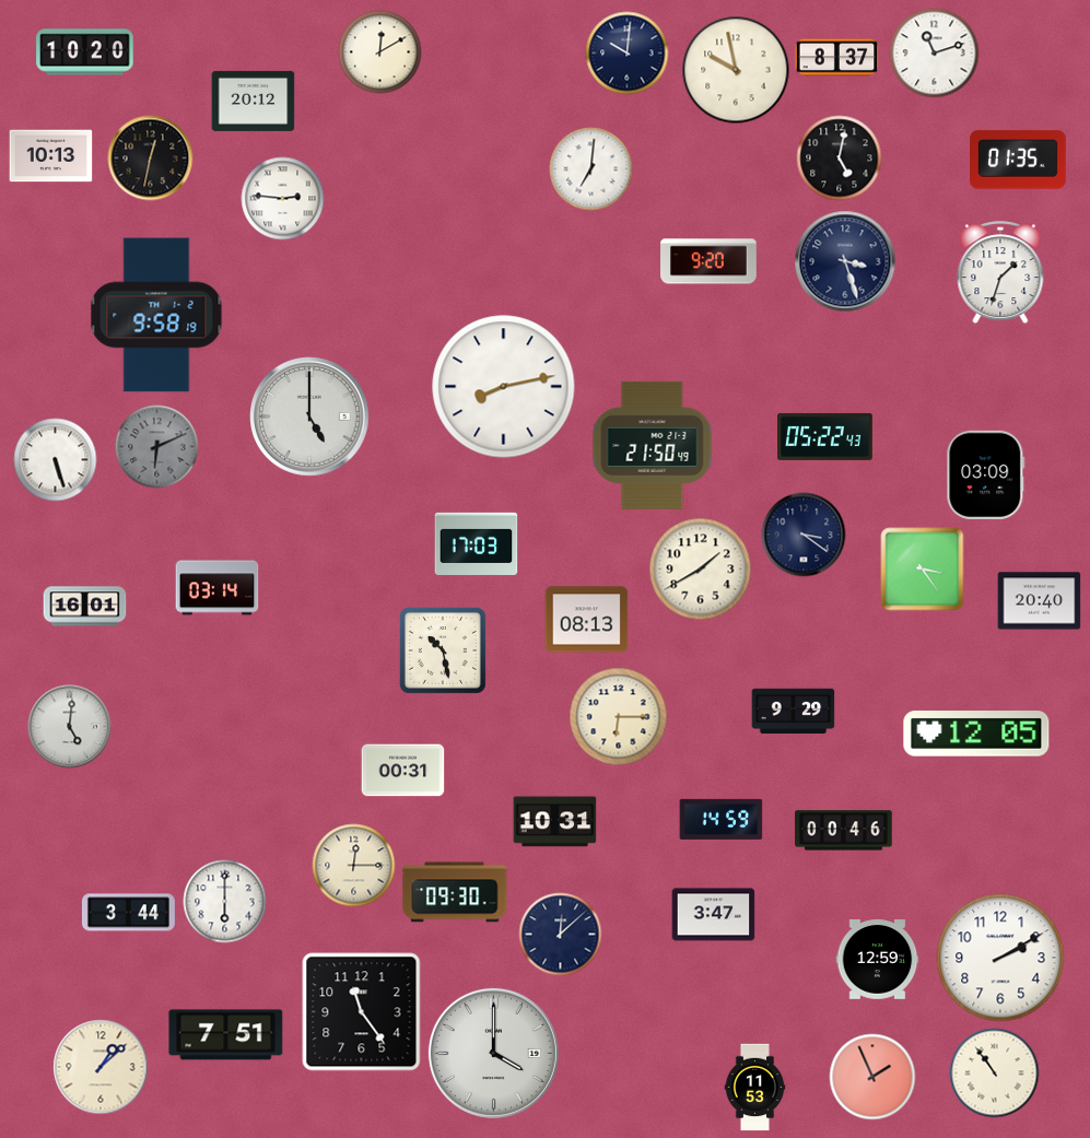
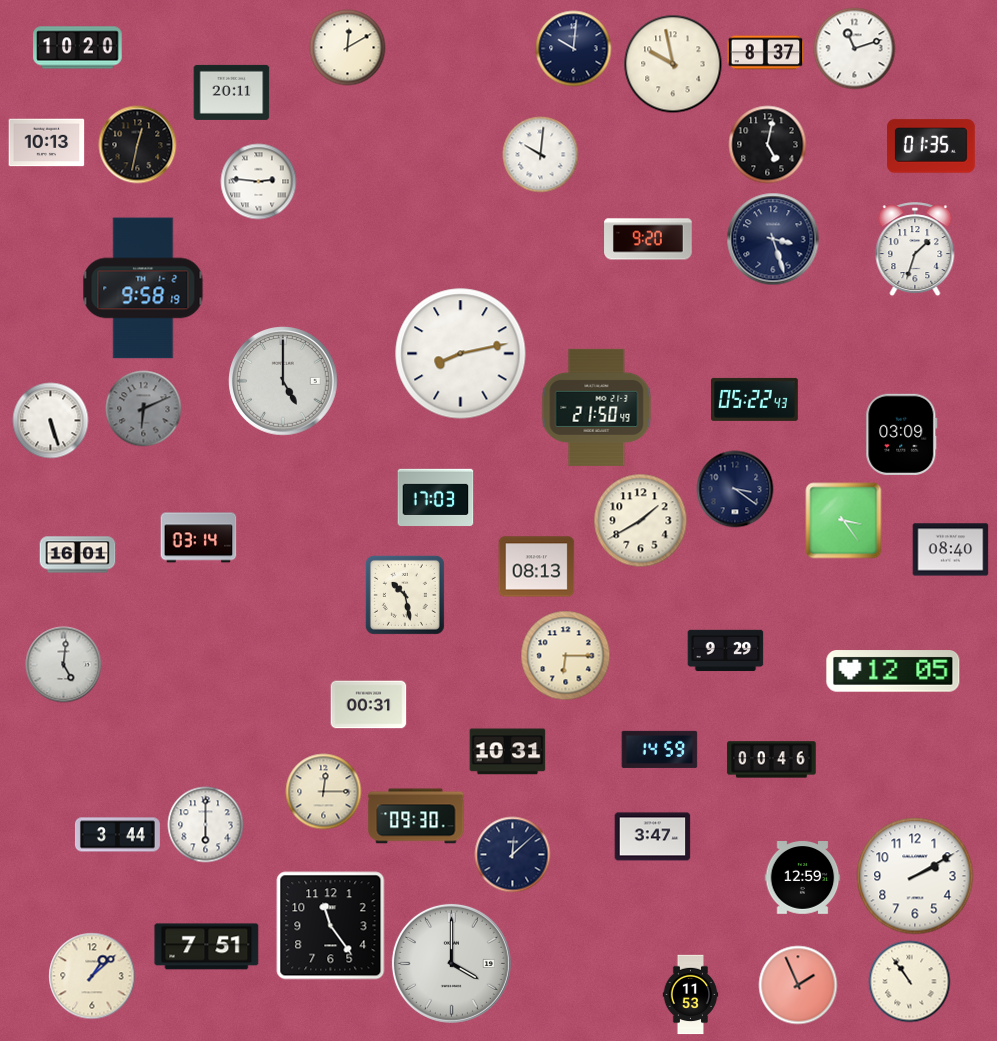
clock at (254, 101): 20:12 -> 20:11
clock at (591, 169): 7:01 -> 10:01
clock at (1040, 601): 20:40 -> 08:40
